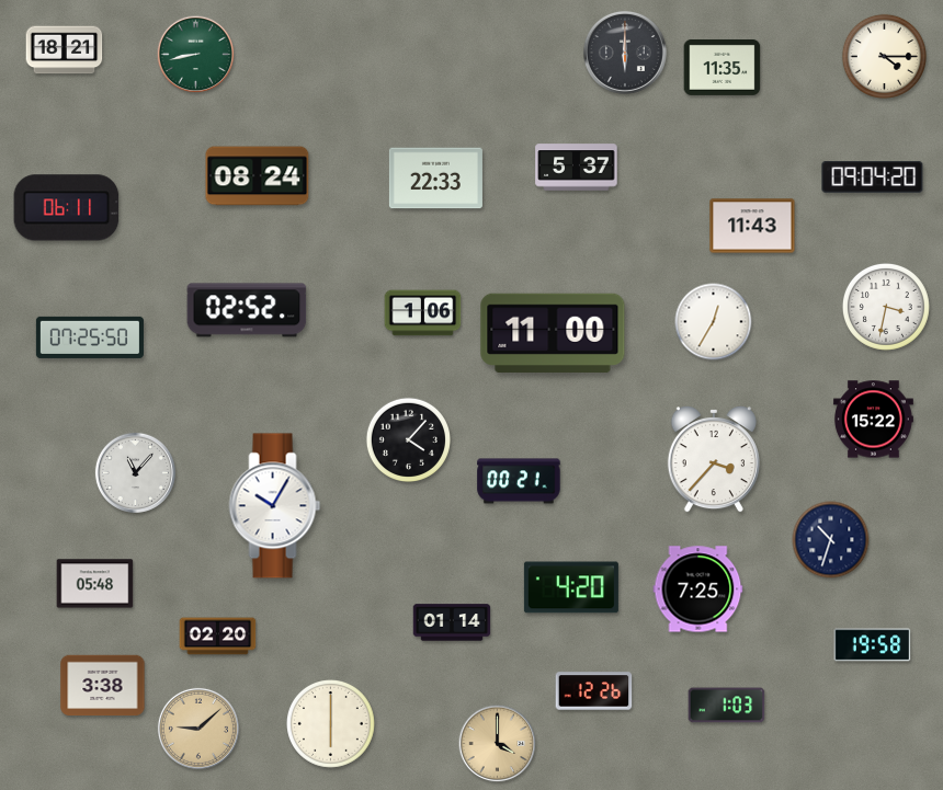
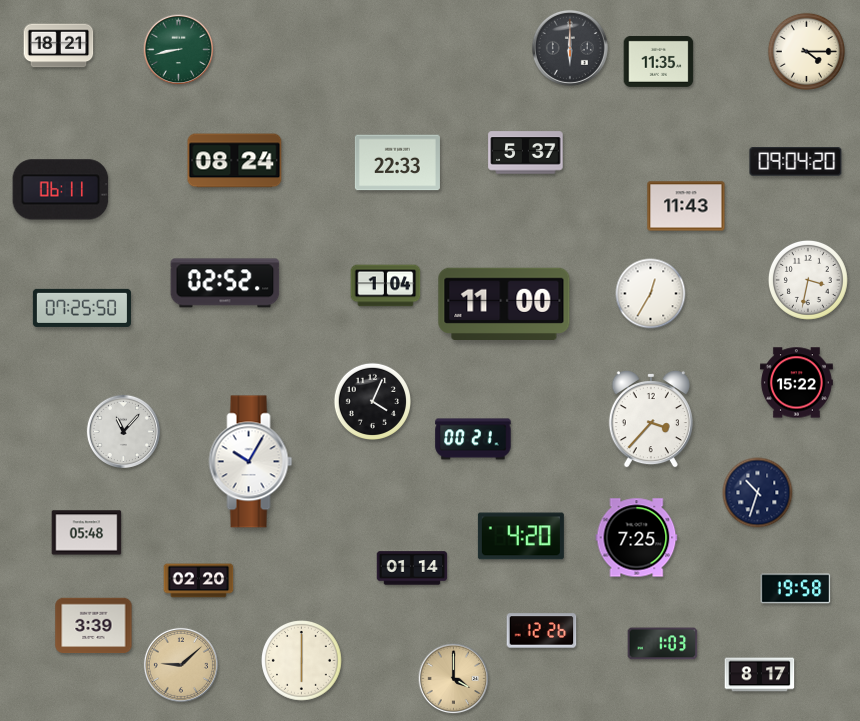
clock at (423, 313): 1:06 -> 1:04
clock at (408, 439): 4:07 -> 4:04
clock at (103, 686): 3:38 -> 3:39
clock at (760, 675): none -> 8:17
